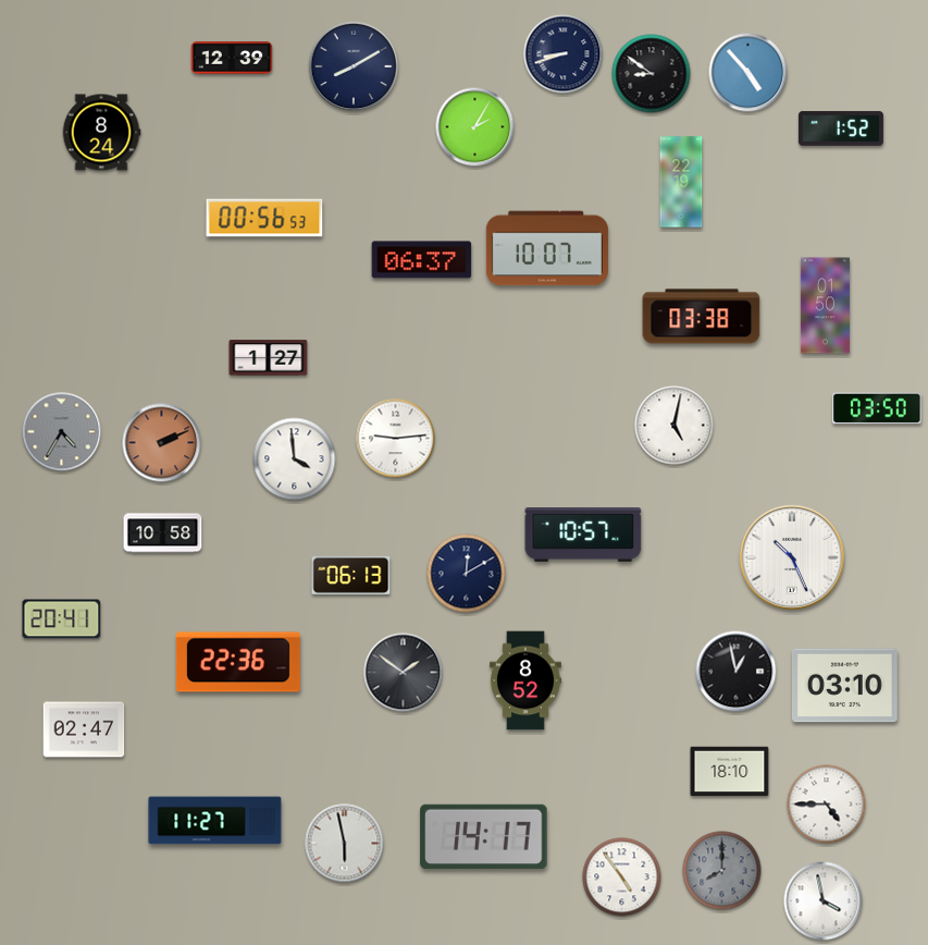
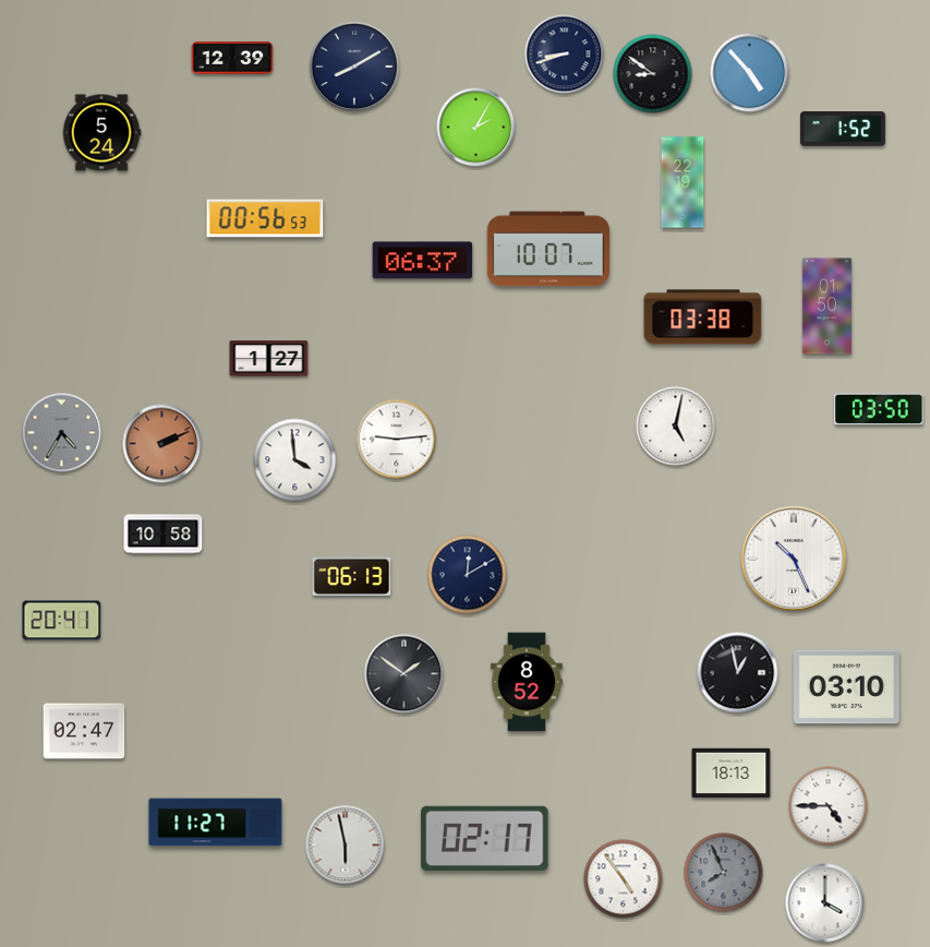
clock at (101, 133): 8:24 -> 5:24
clock at (583, 535): 10:57 -> none
clock at (238, 662): 22:36 -> none
clock at (730, 772): 18:10 -> 18:13
clock at (484, 836): 14:17 -> 02:17
clock at (722, 871): 8:00 -> 7:56
clock at (824, 901): 3:58 -> 4:00
